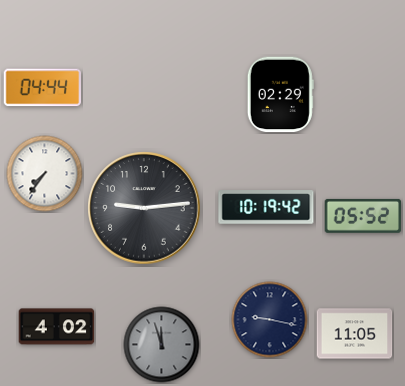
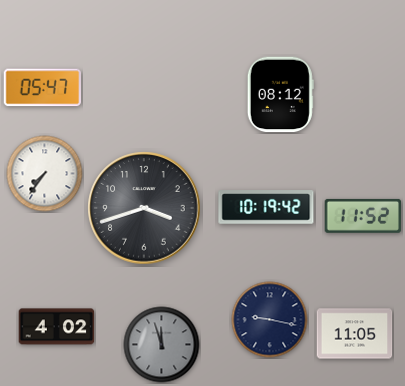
clock at (42, 88): 04:44 -> 05:47
clock at (280, 95): 02:29 -> 08:12
clock at (144, 208): 9:14 -> 3:42
clock at (363, 216): 05:52 -> 11:52
